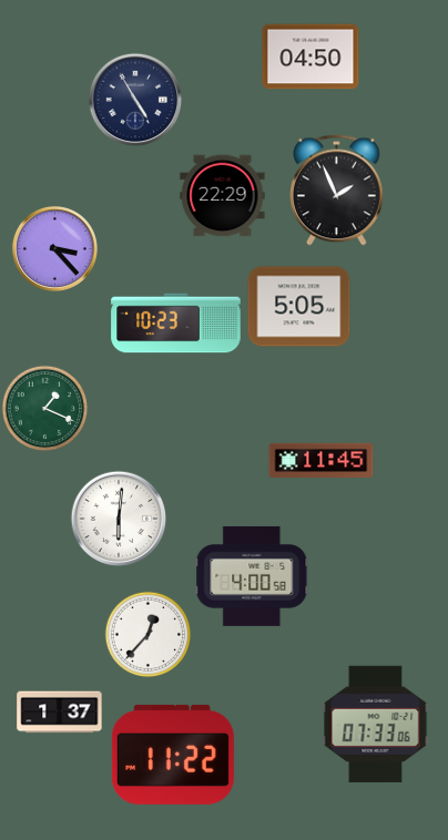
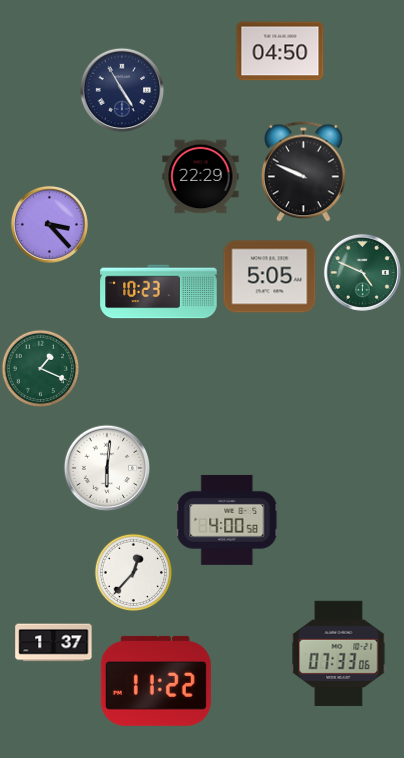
clock at (337, 191): 1:56 -> 9:49
clock at (362, 272): none -> 4:49
clock at (322, 460): 11:45 -> none
